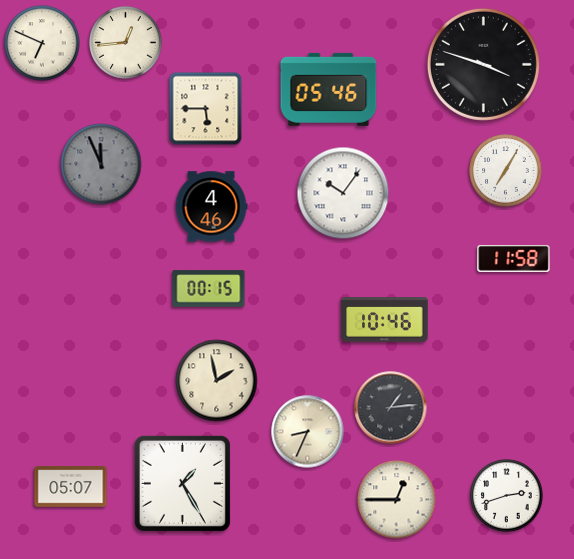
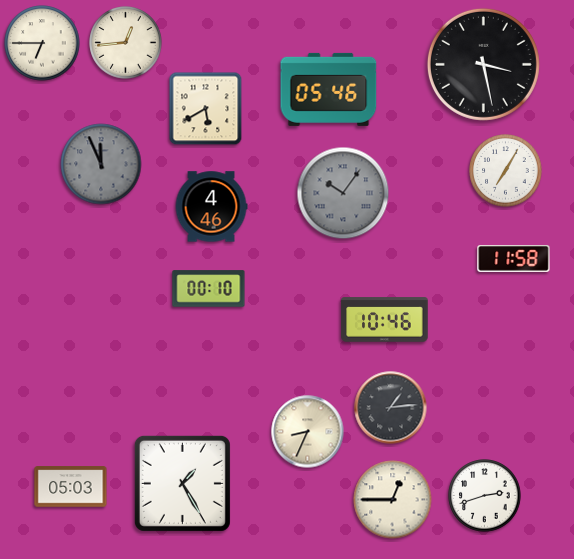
clock at (42, 43): 6:49 -> 6:45
clock at (483, 64): 3:48 -> 3:28
clock at (206, 109): 5:45 -> 5:40
clock at (343, 193) dial: white -> grey
clock at (209, 289): 00:15 -> 00:10
clock at (217, 381): 1:58 -> none
clock at (71, 487): 05:07 -> 05:03
clock at (507, 496) position: (507, 496) -> (485, 496)
clock at (397, 500) position: (397, 500) -> (393, 500)
